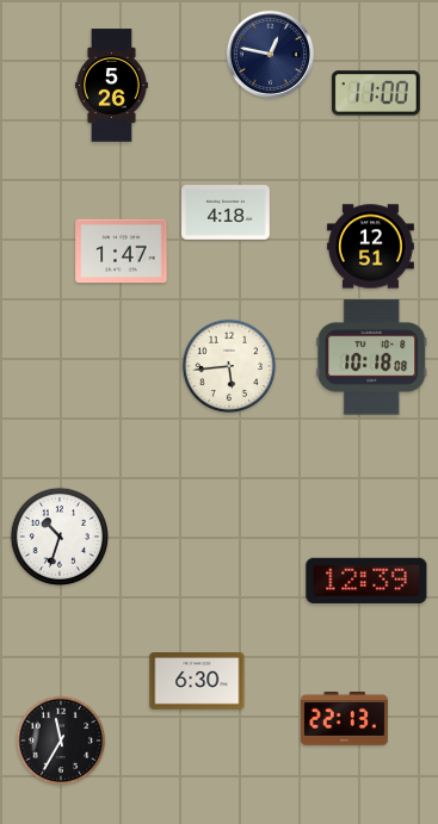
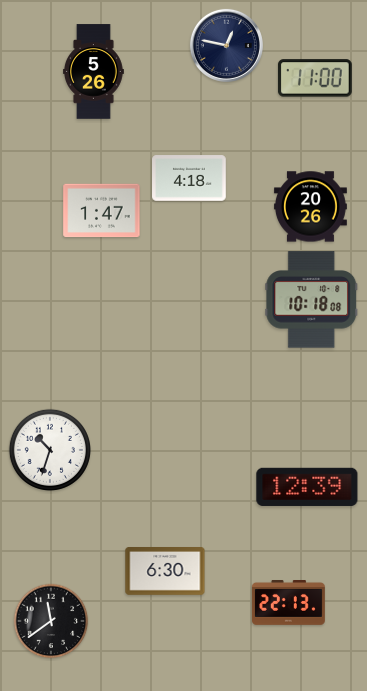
clock at (370, 247): 12:51 -> 20:26
clock at (229, 366): 5:44 -> none
clock at (61, 741): 11:35 -> 11:39
